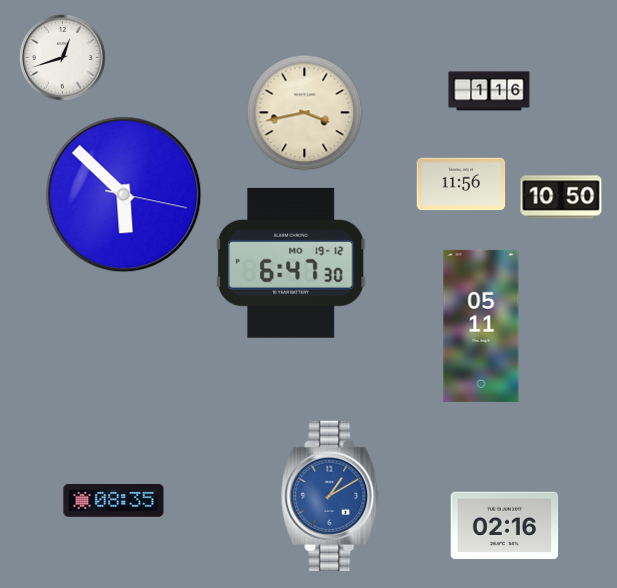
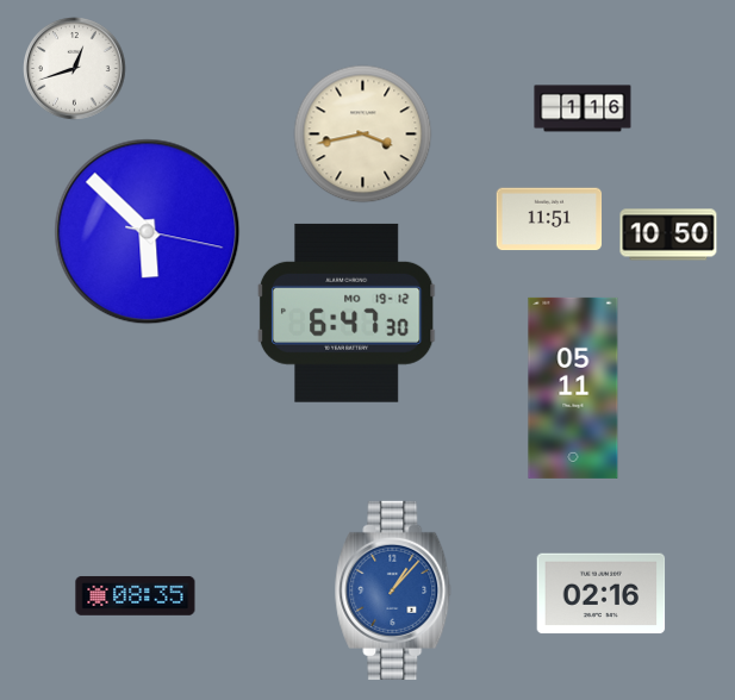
clock at (461, 184): 11:56 -> 11:51
clock at (330, 496): 1:10 -> 1:07
clock at (505, 526) position: (505, 526) -> (602, 594)
